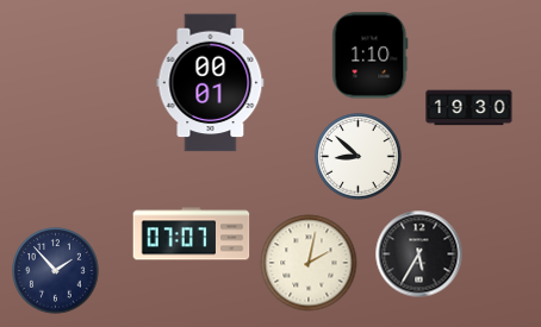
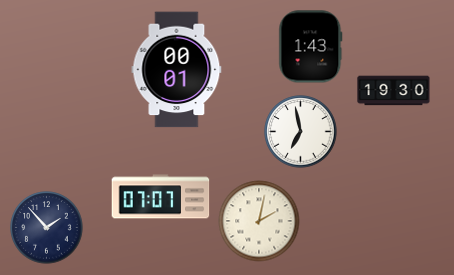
clock at (371, 56): 1:10 -> 1:43
clock at (359, 157): 8:52 -> 6:58
clock at (419, 254): 5:35 -> none
